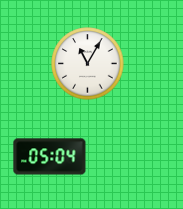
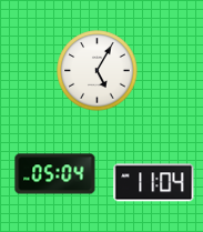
clock at (88, 64): 11:05 -> 5:05
clock at (154, 183): none -> 11:04
